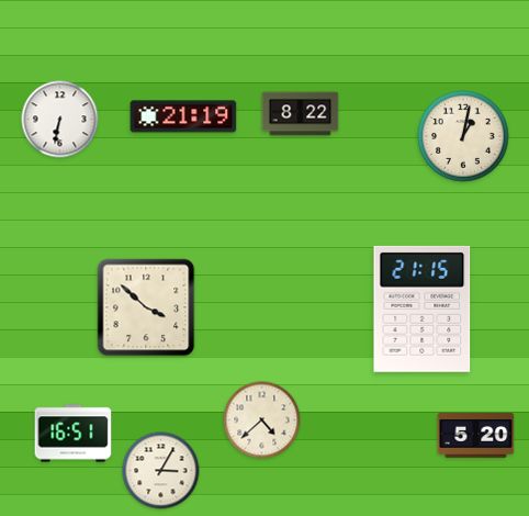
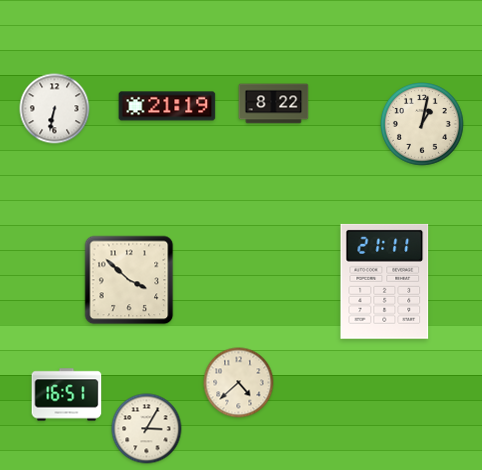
clock at (146, 307) position: (146, 307) -> (129, 280)
clock at (423, 309): 21:15 -> 21:11
clock at (476, 436): 5:20 -> none
